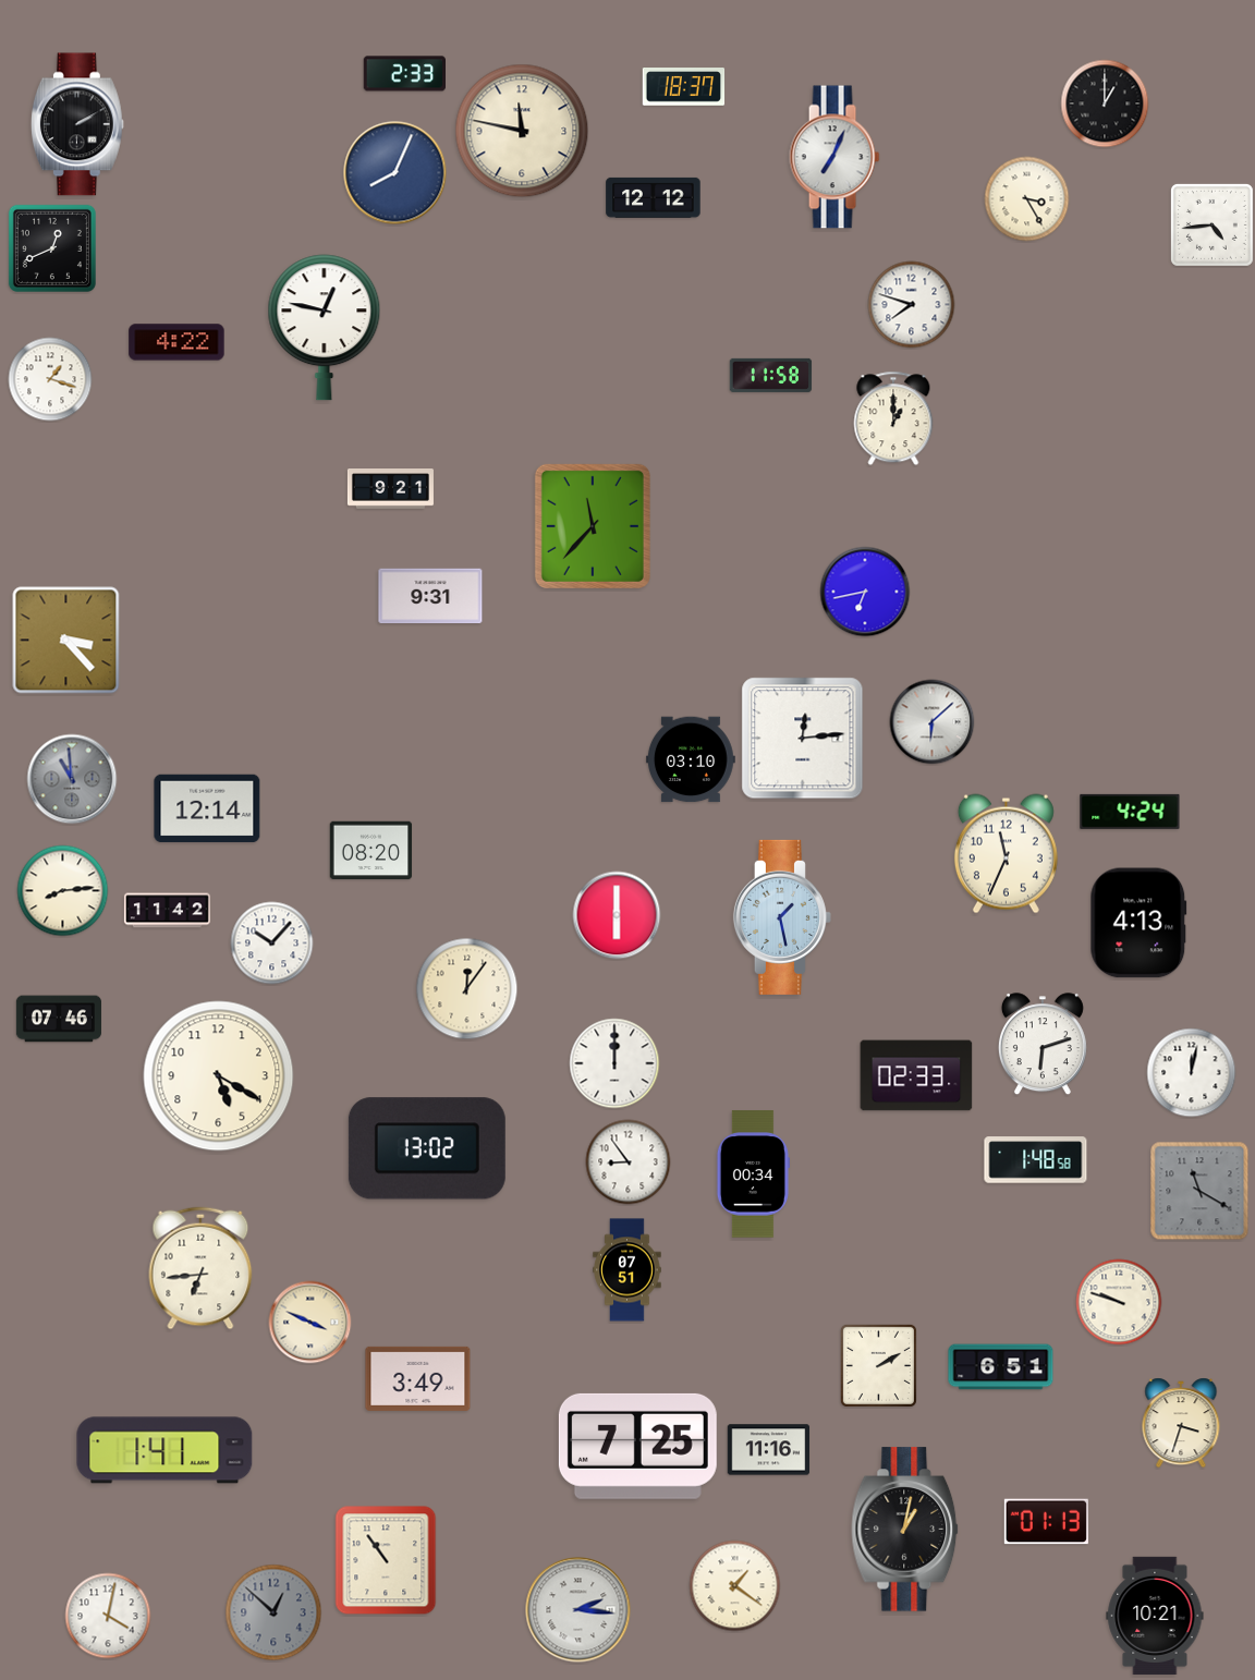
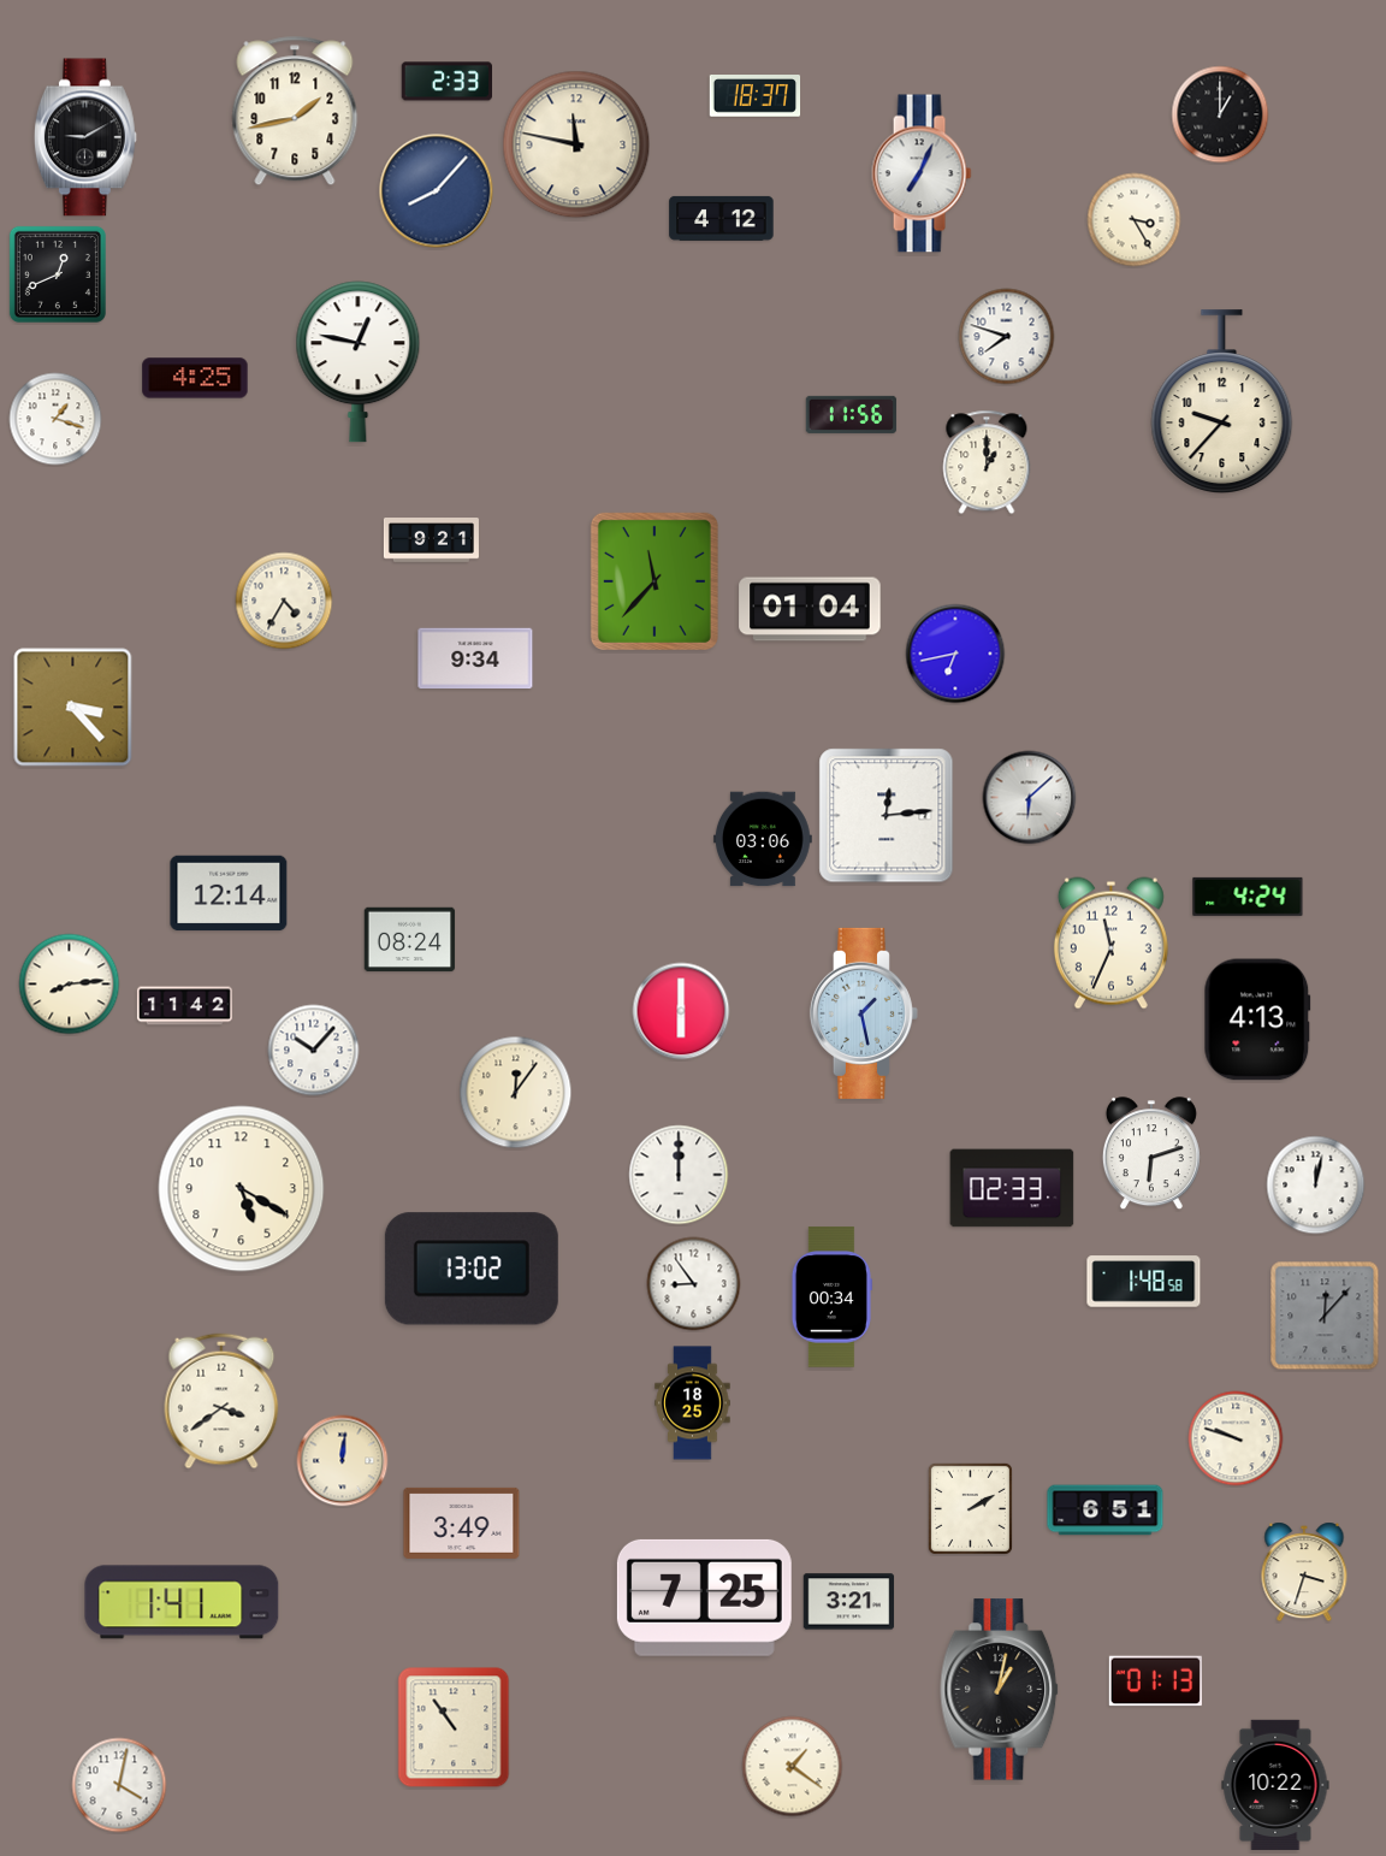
clock at (295, 111): none -> 1:43
clock at (77, 124): 2:10 -> 9:10
clock at (395, 173): 8:04 -> 8:07
clock at (654, 197): 12:12 -> 4:12
clock at (1211, 224): 4:44 -> none
clock at (176, 342): 4:22 -> 4:25
clock at (1222, 402): none -> 9:37
clock at (771, 375): 11:58 -> 11:56
clock at (284, 601): none -> 4:35
clock at (810, 609): none -> 01:04
clock at (430, 596): 9:31 -> 9:34
clock at (691, 759): 03:10 -> 03:06
clock at (72, 779): 10:59 -> none
clock at (371, 851): 08:20 -> 08:24
clock at (272, 944) position: (272, 944) -> (314, 1051)
clock at (59, 1019): 07:46 -> none
clock at (1199, 1191): 11:20 -> 12:07
clock at (200, 1268): 6:44 -> 3:39
clock at (627, 1270): 07:51 -> 18:25
clock at (310, 1323): 3:49 -> 12:01
clock at (769, 1450): 11:16 -> 3:21
clock at (386, 1560) position: (386, 1560) -> (454, 1727)
clock at (735, 1586) position: (735, 1586) -> (793, 1767)
clock at (578, 1610): 2:16 -> none
clock at (273, 1612): 12:52 -> none
clock at (1155, 1616): 10:21 -> 10:22
